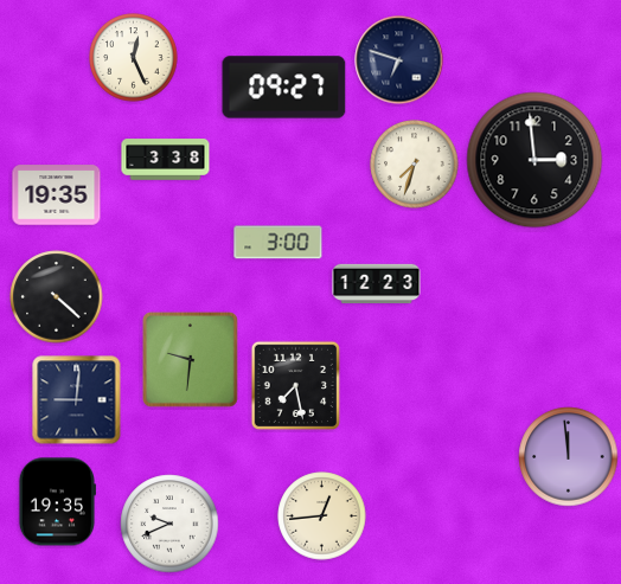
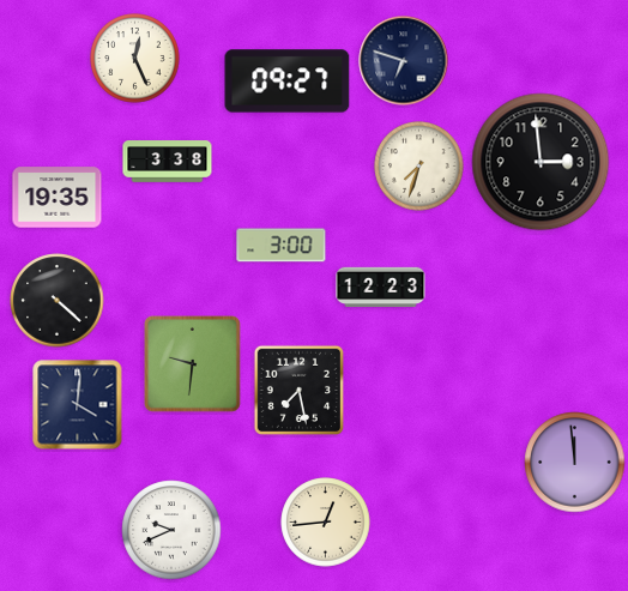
clock at (284, 88) position: (284, 88) -> (288, 82)
clock at (77, 400): 9:01 -> 4:01
clock at (56, 502): 19:35 -> none
